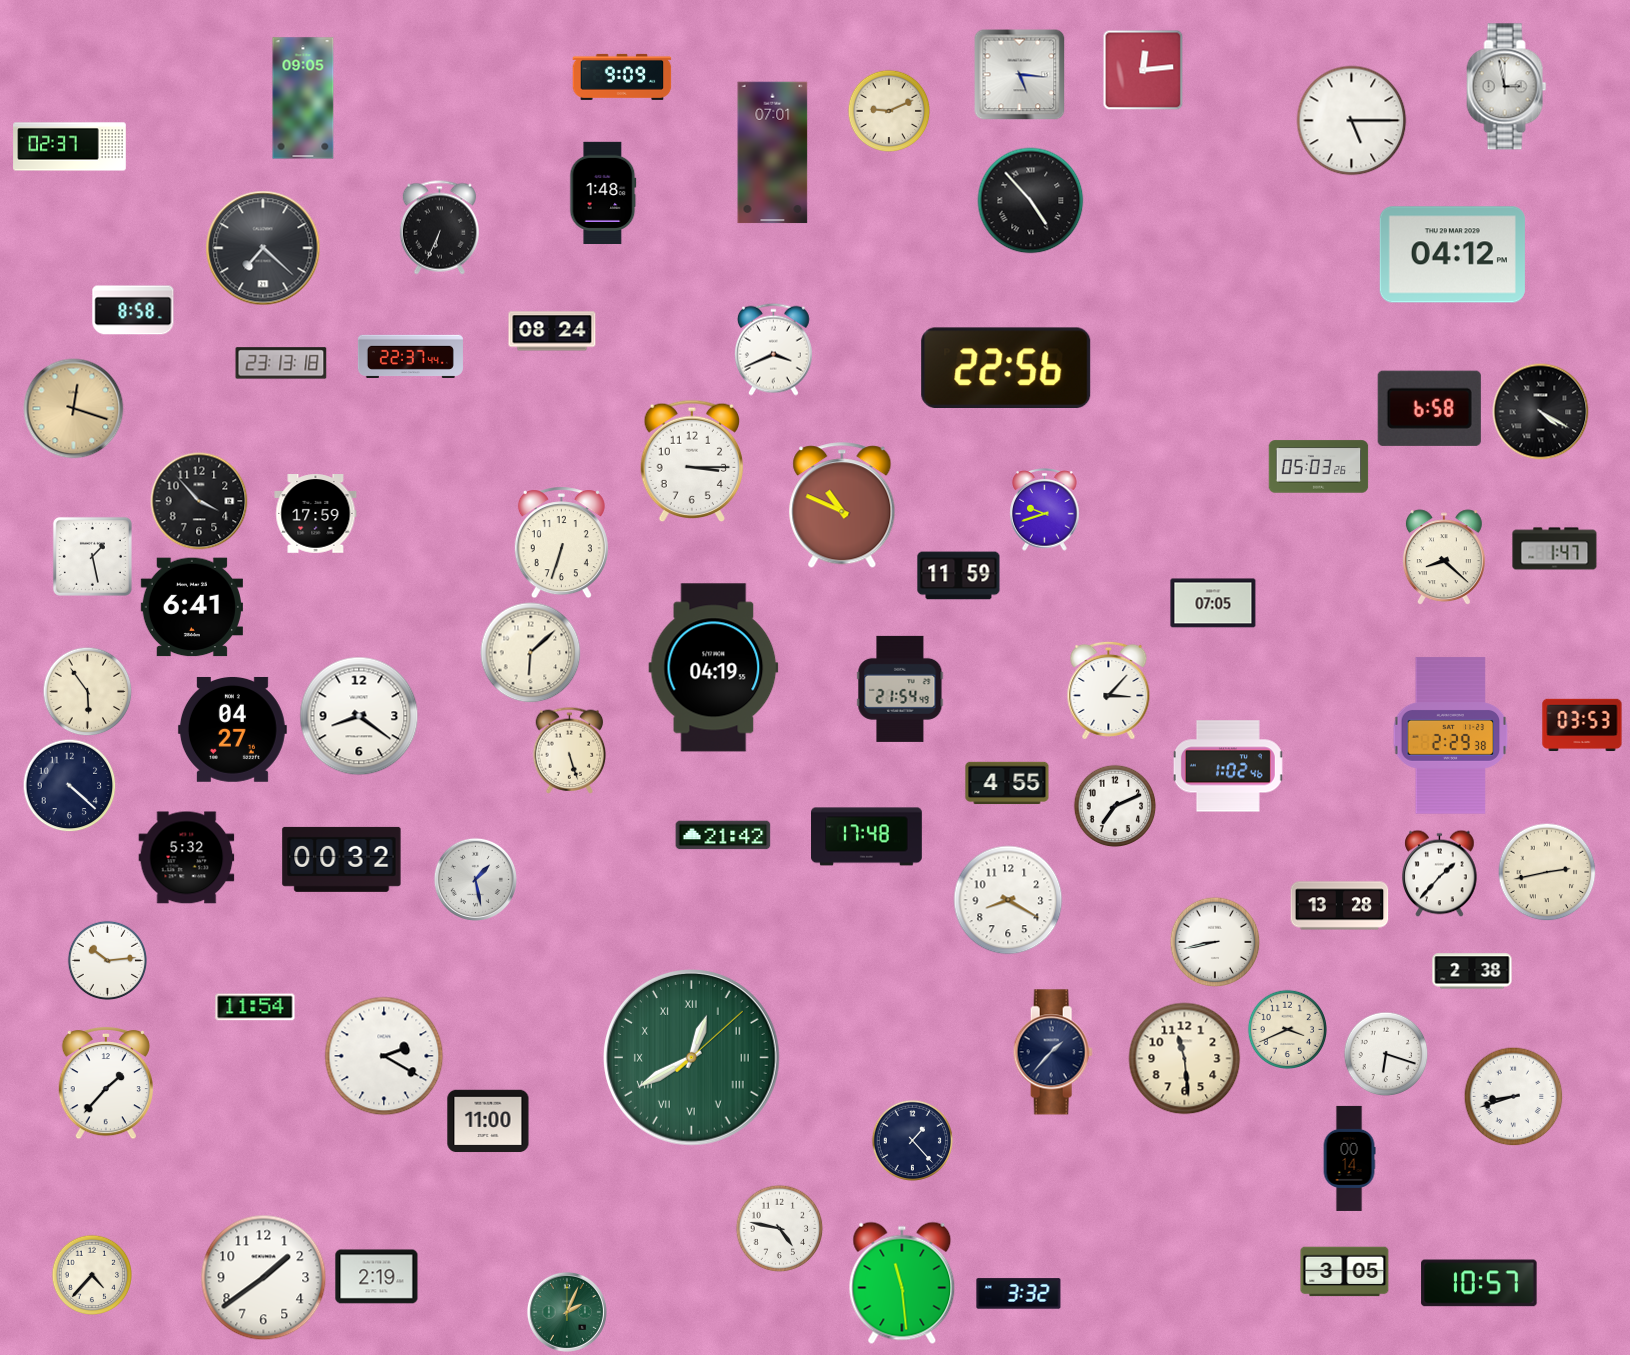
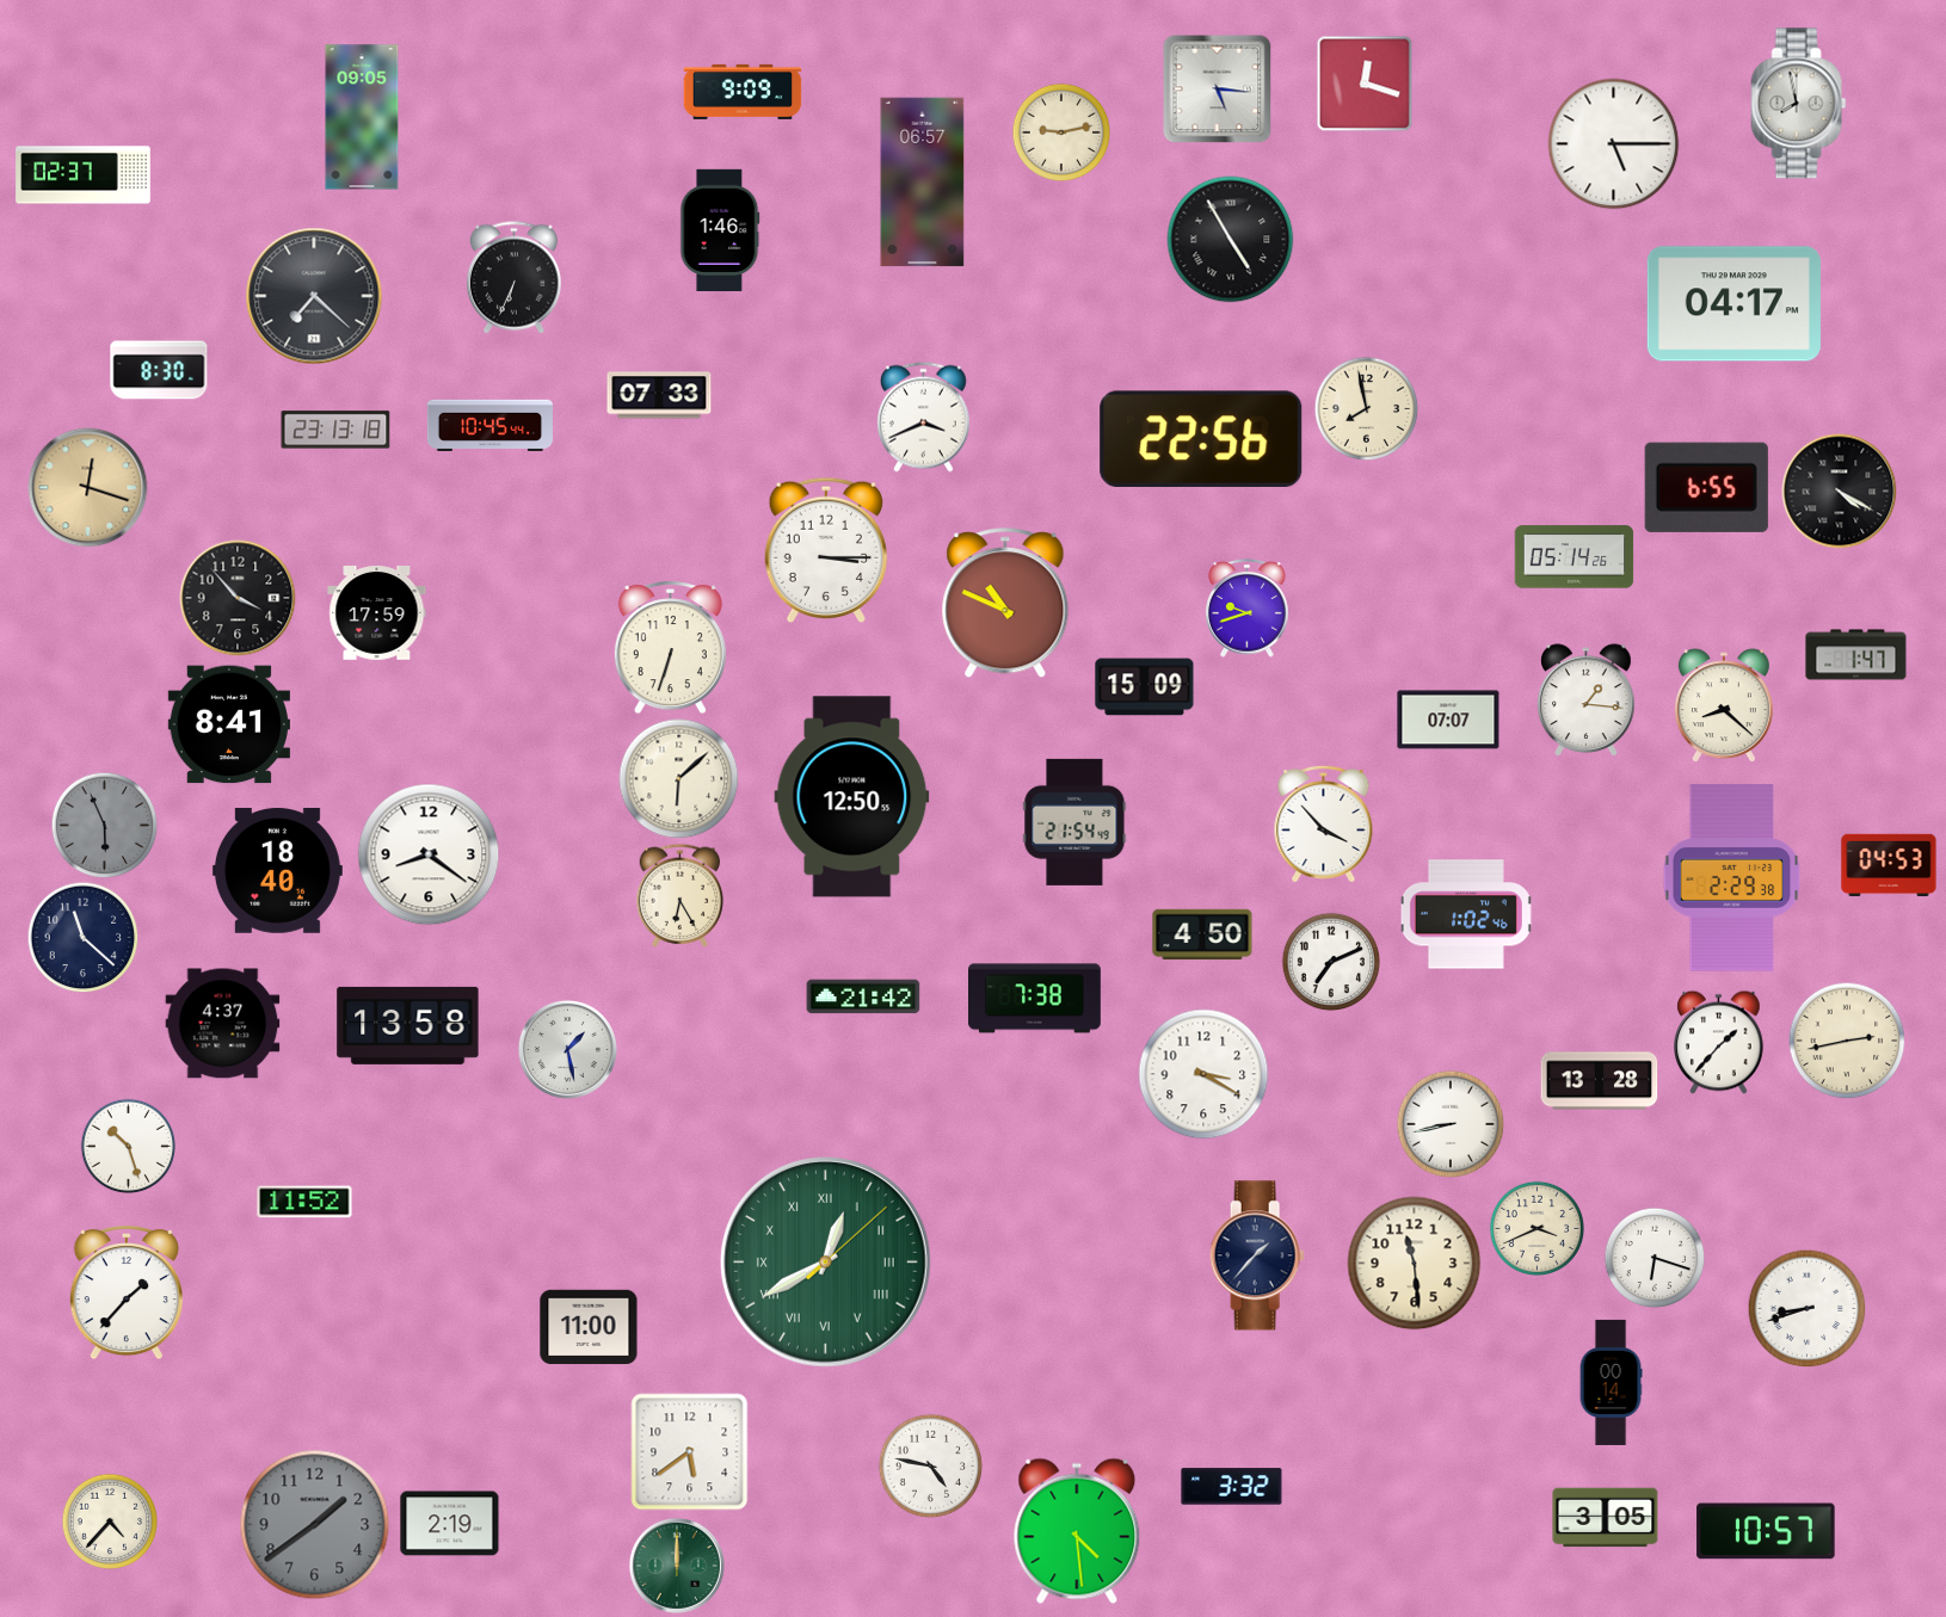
clock at (1143, 70): 12:14 -> 12:18
clock at (1507, 87): 2:58 -> 7:58
clock at (889, 111): 9:11 -> 9:13
clock at (773, 153): 07:01 -> 06:57
clock at (603, 192): 1:48 -> 1:46
clock at (1031, 201): 4:53 -> 4:55
clock at (439, 228) position: (439, 228) -> (513, 278)
clock at (1452, 255): 04:12 -> 04:17
clock at (133, 310): 8:58 -> 8:30
clock at (552, 331): 08:24 -> 07:33
clock at (1366, 408): none -> 7:58
clock at (410, 356): 22:37 -> 10:45
clock at (281, 363) position: (281, 363) -> (335, 430)
clock at (1429, 408): 6:58 -> 6:55
clock at (1319, 467): 05:03 -> 05:14
clock at (92, 556): 1:28 -> none
clock at (1444, 557) position: (1444, 557) -> (1724, 705)
clock at (959, 576): 11:59 -> 15:09
clock at (1587, 701): none -> 1:16
clock at (1213, 603): 07:05 -> 07:07
clock at (192, 607): 6:41 -> 8:41
clock at (531, 653) position: (531, 653) -> (679, 779)
clock at (714, 668): 04:19 -> 12:50
clock at (1109, 690): 3:07 -> 3:53
clock at (87, 691): 5:54 -> 5:56
clock at (87, 691) dial: cream -> grey
clock at (1582, 725): 03:53 -> 04:53
clock at (232, 729): 04:27 -> 18:40
clock at (570, 750): 5:27 -> 6:25
clock at (1007, 783): 4:55 -> 4:50
clock at (69, 785): 4:22 -> 11:22
clock at (867, 837): 17:48 -> 7:38
clock at (187, 858): 5:32 -> 4:37
clock at (342, 859): 00:32 -> 13:58
clock at (1008, 900): 8:20 -> 3:20
clock at (107, 960): 10:14 -> 10:27
clock at (1472, 971): 2:38 -> none
clock at (255, 1007): 11:54 -> 11:52
clock at (384, 1056): 2:20 -> none
clock at (488, 1121) position: (488, 1121) -> (589, 1327)
clock at (912, 1140): 1:23 -> none
clock at (690, 1452): none -> 5:39
clock at (264, 1278) dial: white -> grey
clock at (902, 1283): 11:29 -> 4:29
clock at (1019, 1294) position: (1019, 1294) -> (1232, 1487)
clock at (567, 1312): 2:04 -> 12:00
